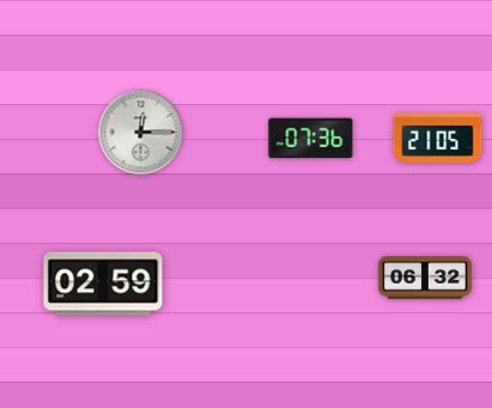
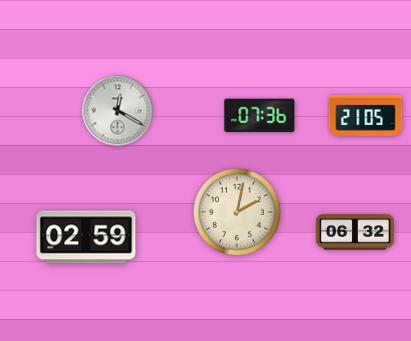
clock at (141, 133): 12:15 -> 12:20
clock at (237, 212): none -> 2:02
